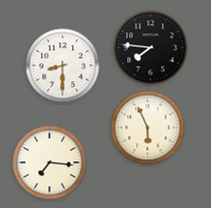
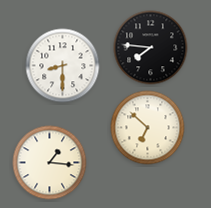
clock at (148, 128): 5:56 -> 6:52
clock at (50, 163): 7:16 -> 1:16
